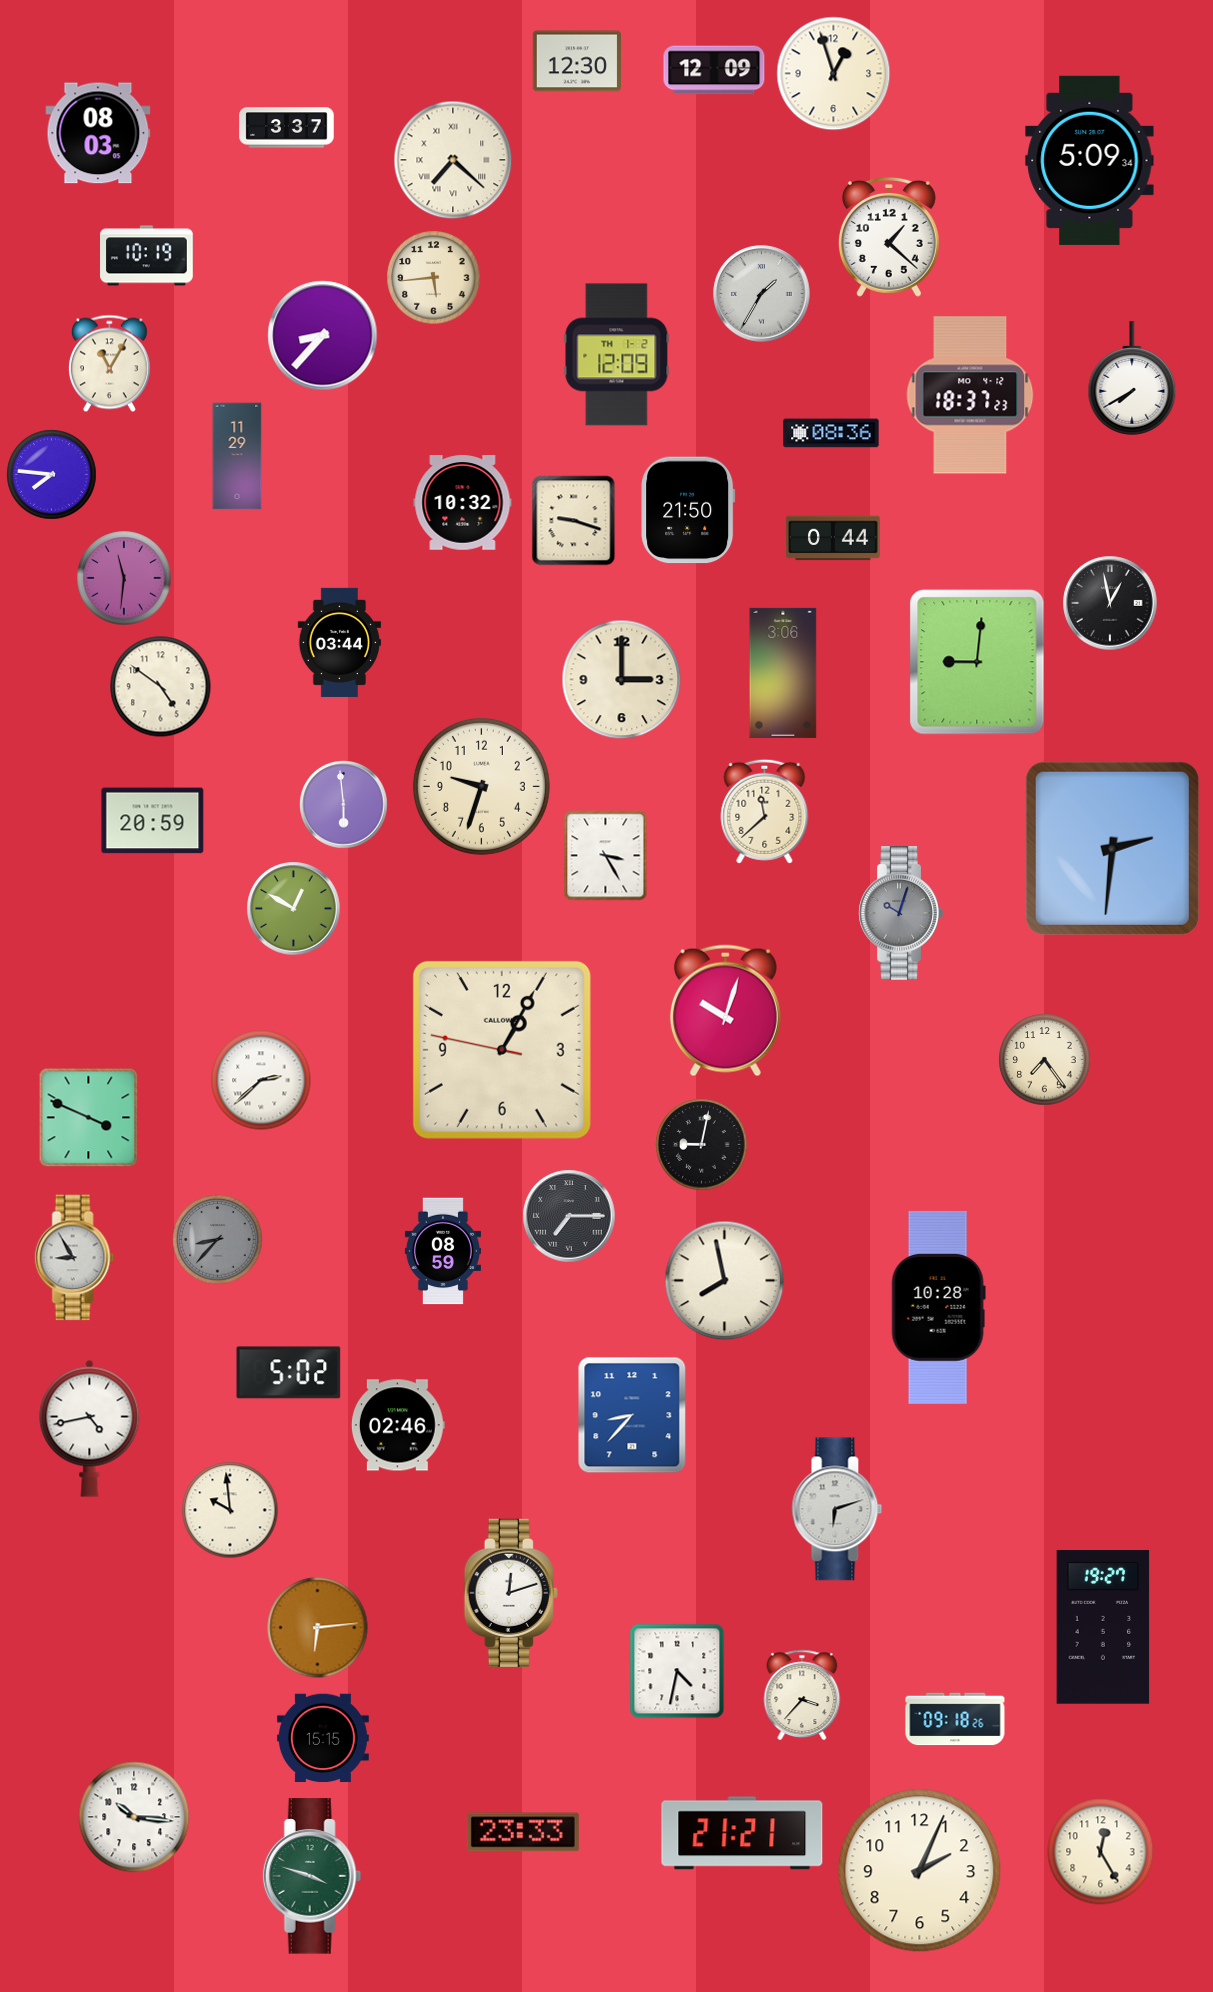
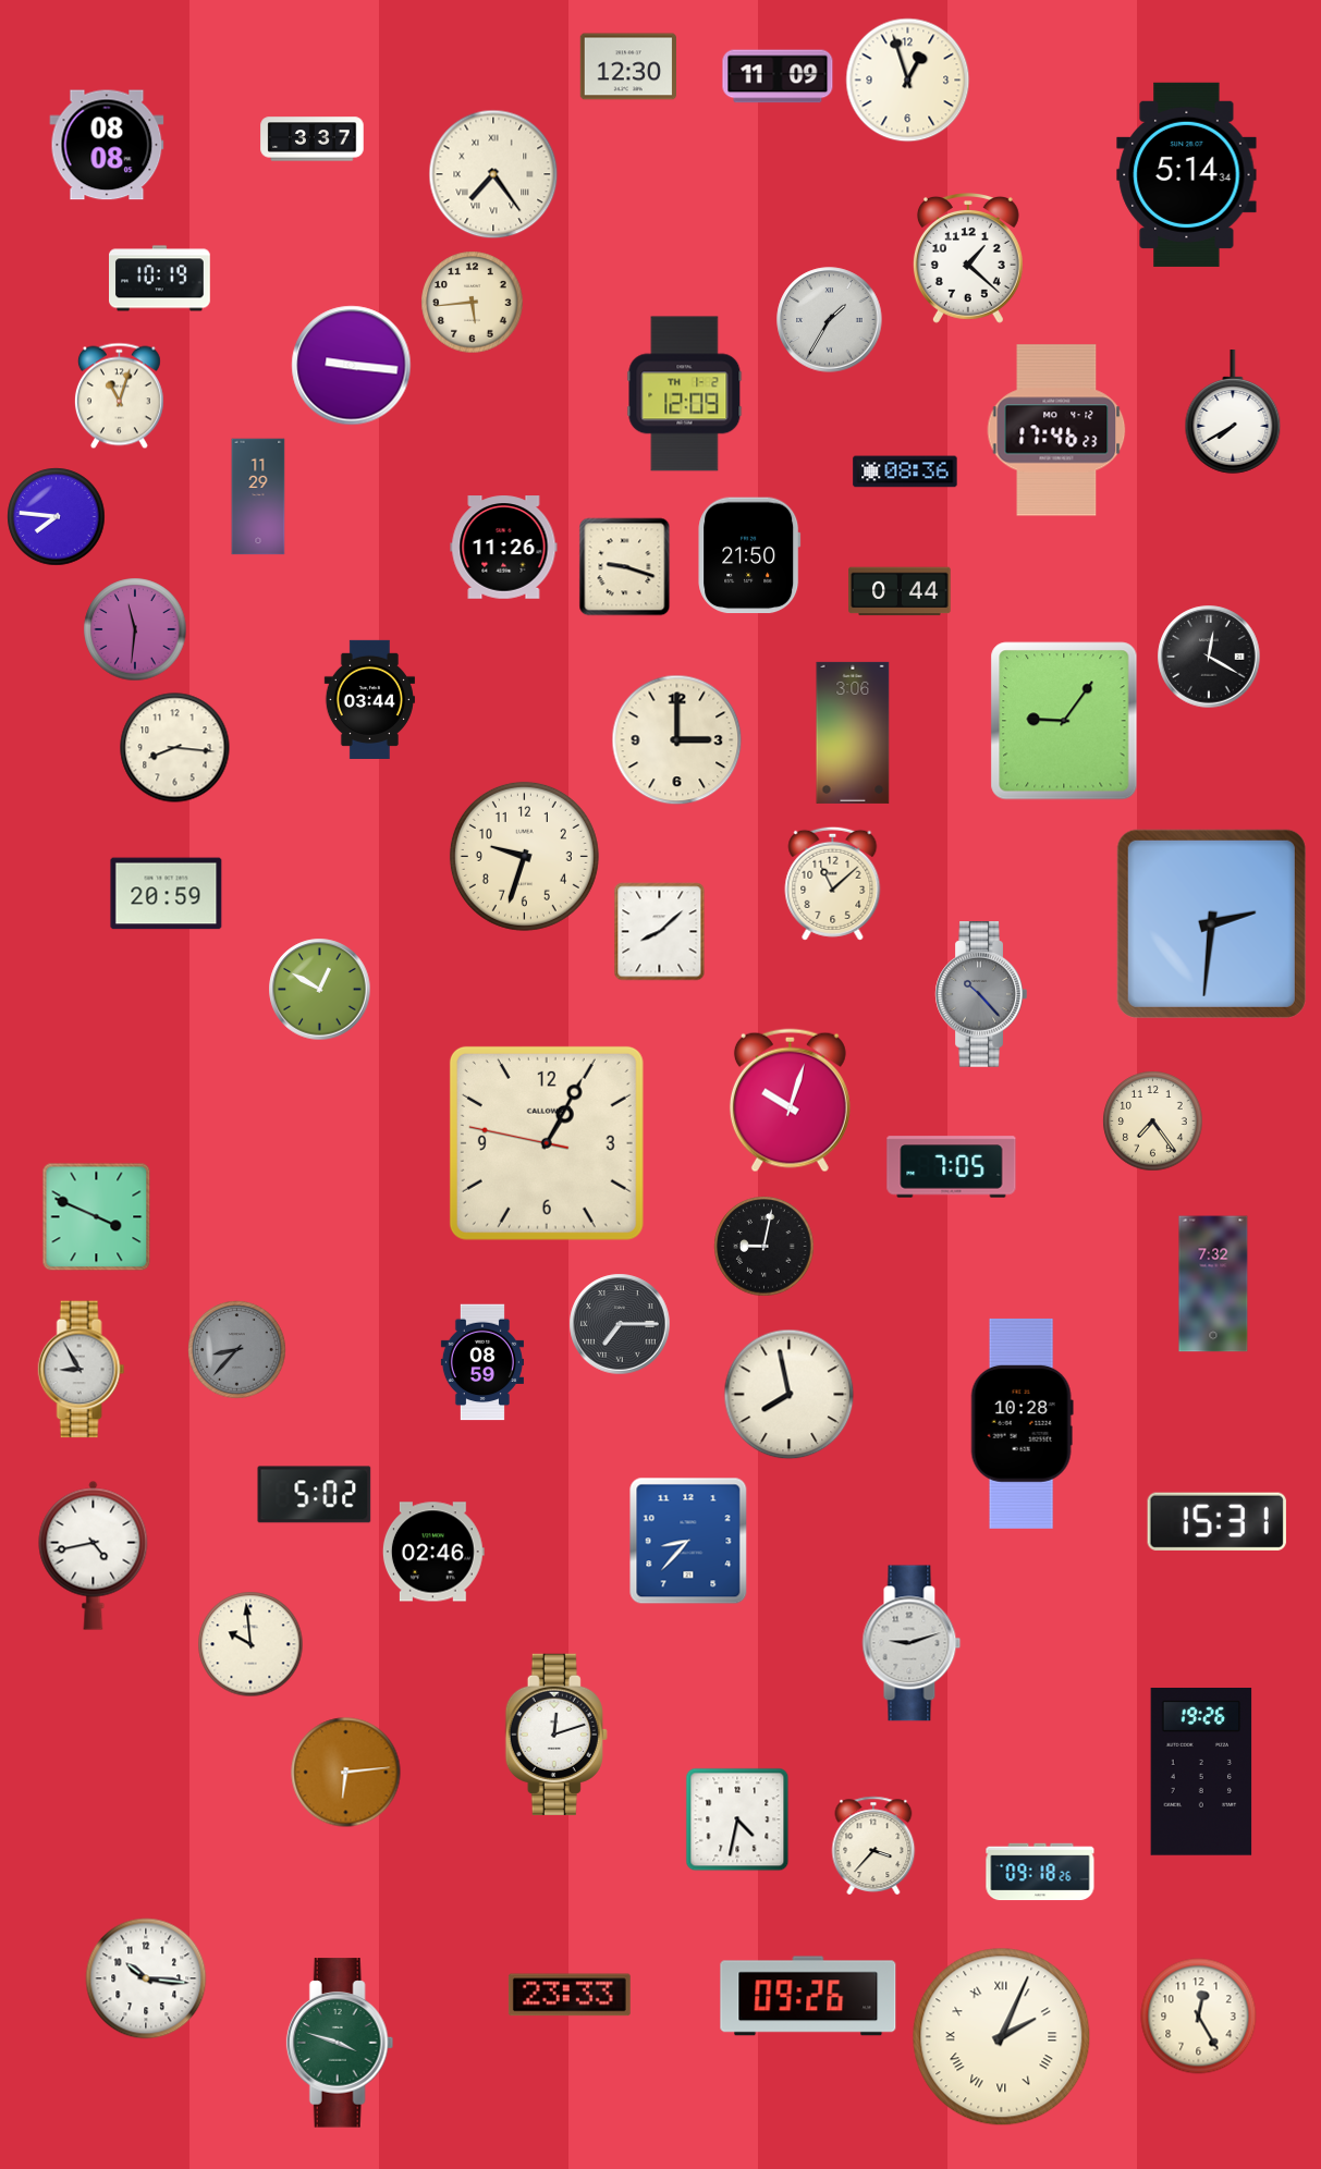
clock at (714, 70): 12:09 -> 11:09
clock at (98, 133): 08:03 -> 08:08
clock at (453, 160): 7:22 -> 7:24
clock at (1090, 160): 5:09 -> 5:14
clock at (323, 336): 8:37 -> 9:16
clock at (617, 355) position: (617, 355) -> (685, 394)
clock at (109, 364): 11:05 -> 11:03
clock at (970, 395): 18:37 -> 17:46
clock at (463, 503): 10:32 -> 11:26
clock at (833, 538) position: (833, 538) -> (900, 591)
clock at (1110, 603): 12:58 -> 12:20
clock at (977, 662): 9:01 -> 9:06
clock at (161, 687): 4:51 -> 8:16
clock at (344, 805): 5:59 -> none
clock at (765, 811): 11:38 -> 11:08
clock at (606, 856): 3:25 -> 8:08
clock at (901, 913): 10:03 -> 10:23
clock at (1045, 1060) position: (1045, 1060) -> (1153, 1122)
clock at (952, 1167): none -> 7:05
clock at (261, 1080): 2:38 -> none
clock at (1213, 1284): none -> 7:32
clock at (1216, 1521): none -> 15:31
clock at (90, 1428) position: (90, 1428) -> (94, 1555)
clock at (837, 1509): 6:12 -> 9:12
clock at (1103, 1628): 19:27 -> 19:26
clock at (323, 1738): 15:15 -> none
clock at (742, 1833): 21:21 -> 09:26
clock at (920, 1871) numerals: Arabic -> Roman
